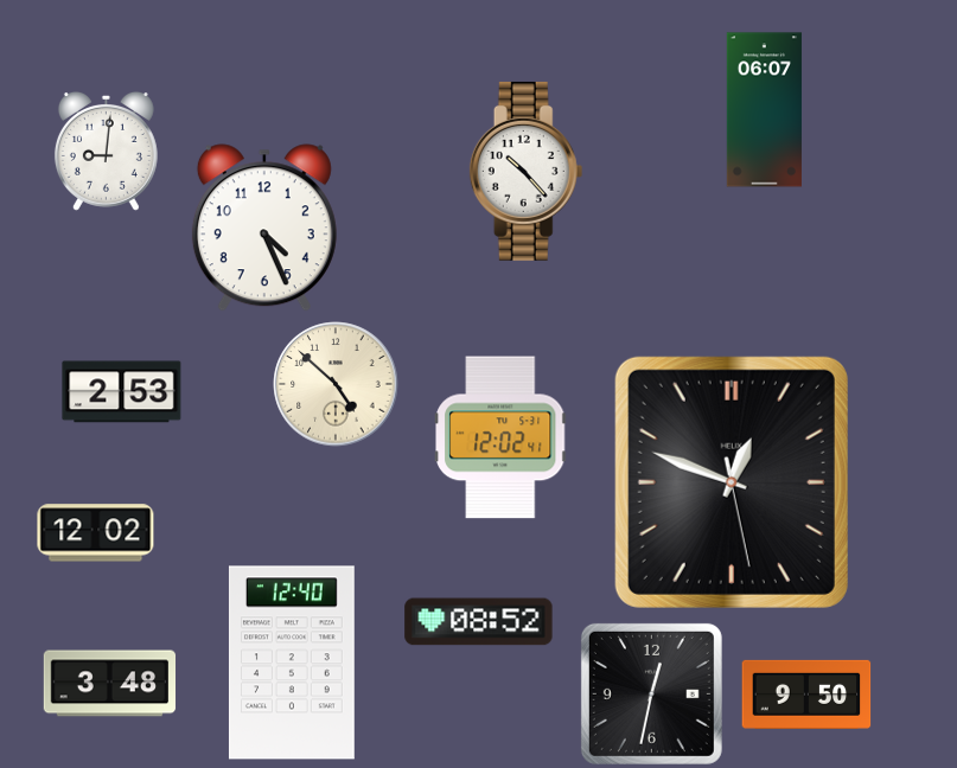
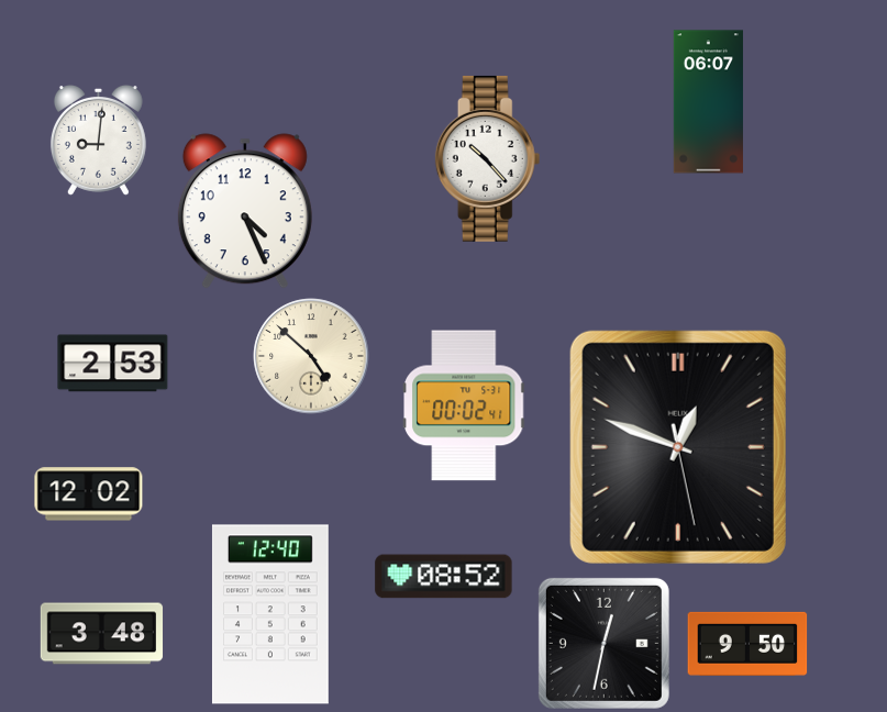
clock at (502, 437): 12:02 -> 00:02
